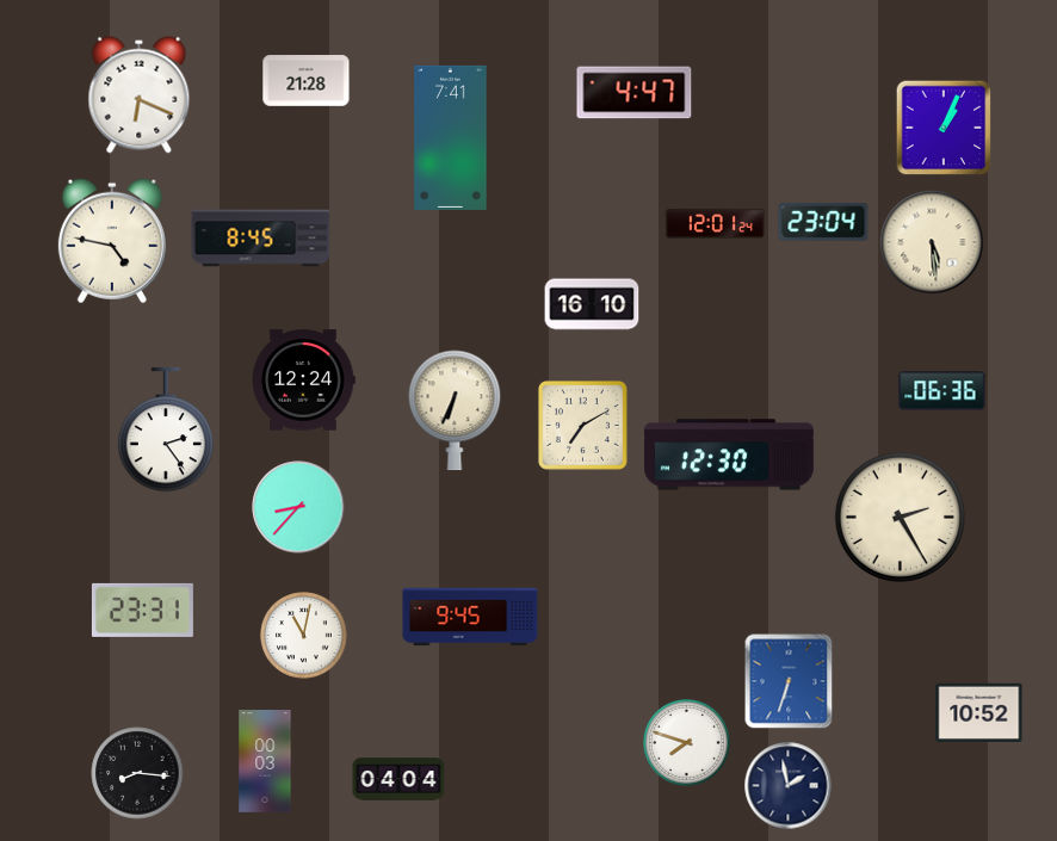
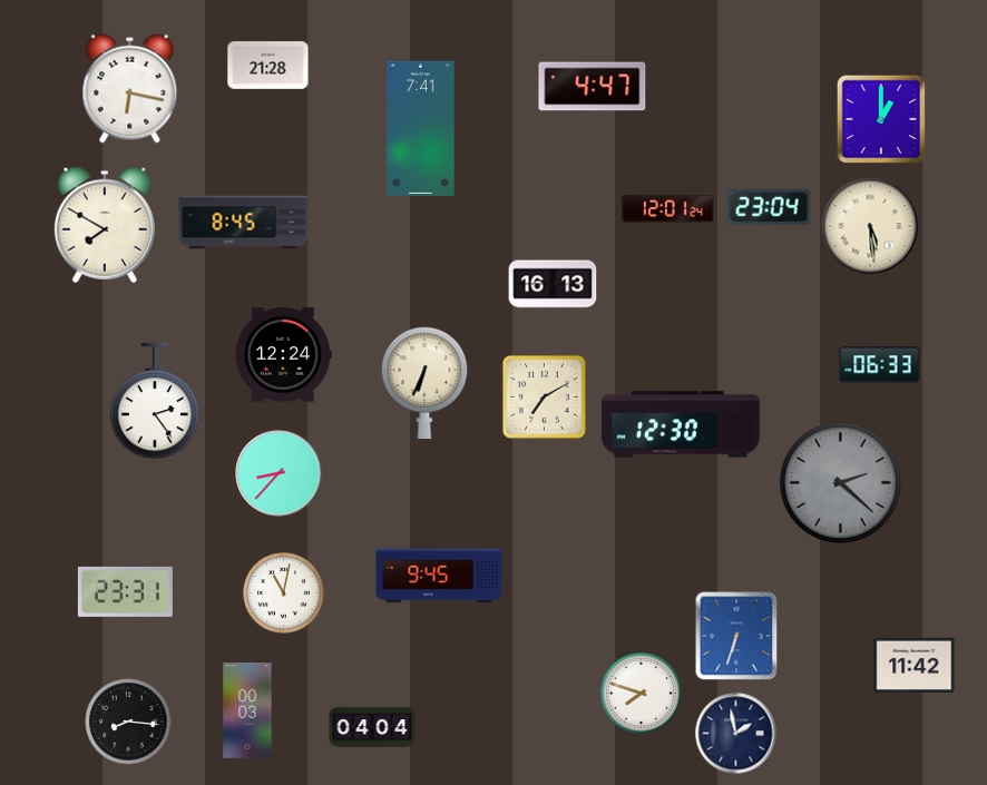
clock at (307, 81) position: (307, 81) -> (268, 66)
clock at (140, 95): 6:19 -> 6:17
clock at (944, 128): 1:04 -> 1:00
clock at (112, 241): 4:47 -> 7:50
clock at (592, 304): 16:10 -> 16:13
clock at (942, 391): 06:36 -> 06:33
clock at (900, 517): 2:25 -> 2:22
clock at (900, 517) dial: cream -> grey
clock at (142, 610) position: (142, 610) -> (125, 591)
clock at (979, 712): 10:52 -> 11:42
